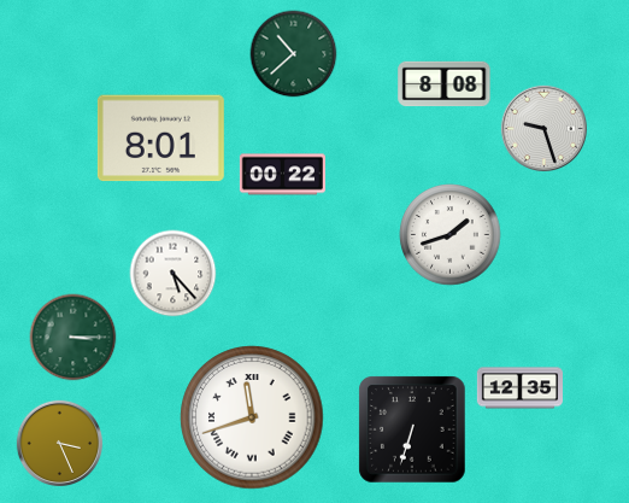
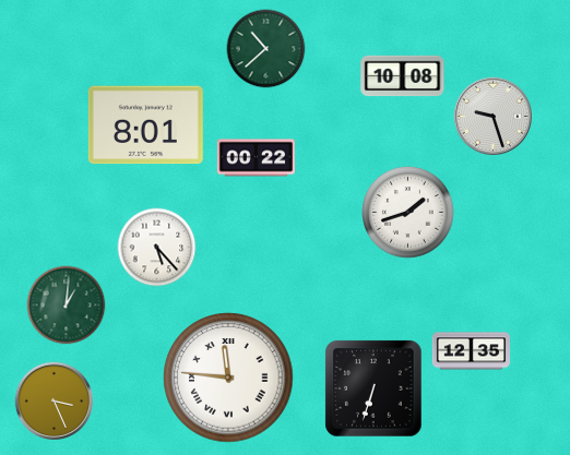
clock at (445, 84): 8:08 -> 10:08
clock at (74, 338): 3:15 -> 1:01
clock at (252, 417): 11:42 -> 11:46
